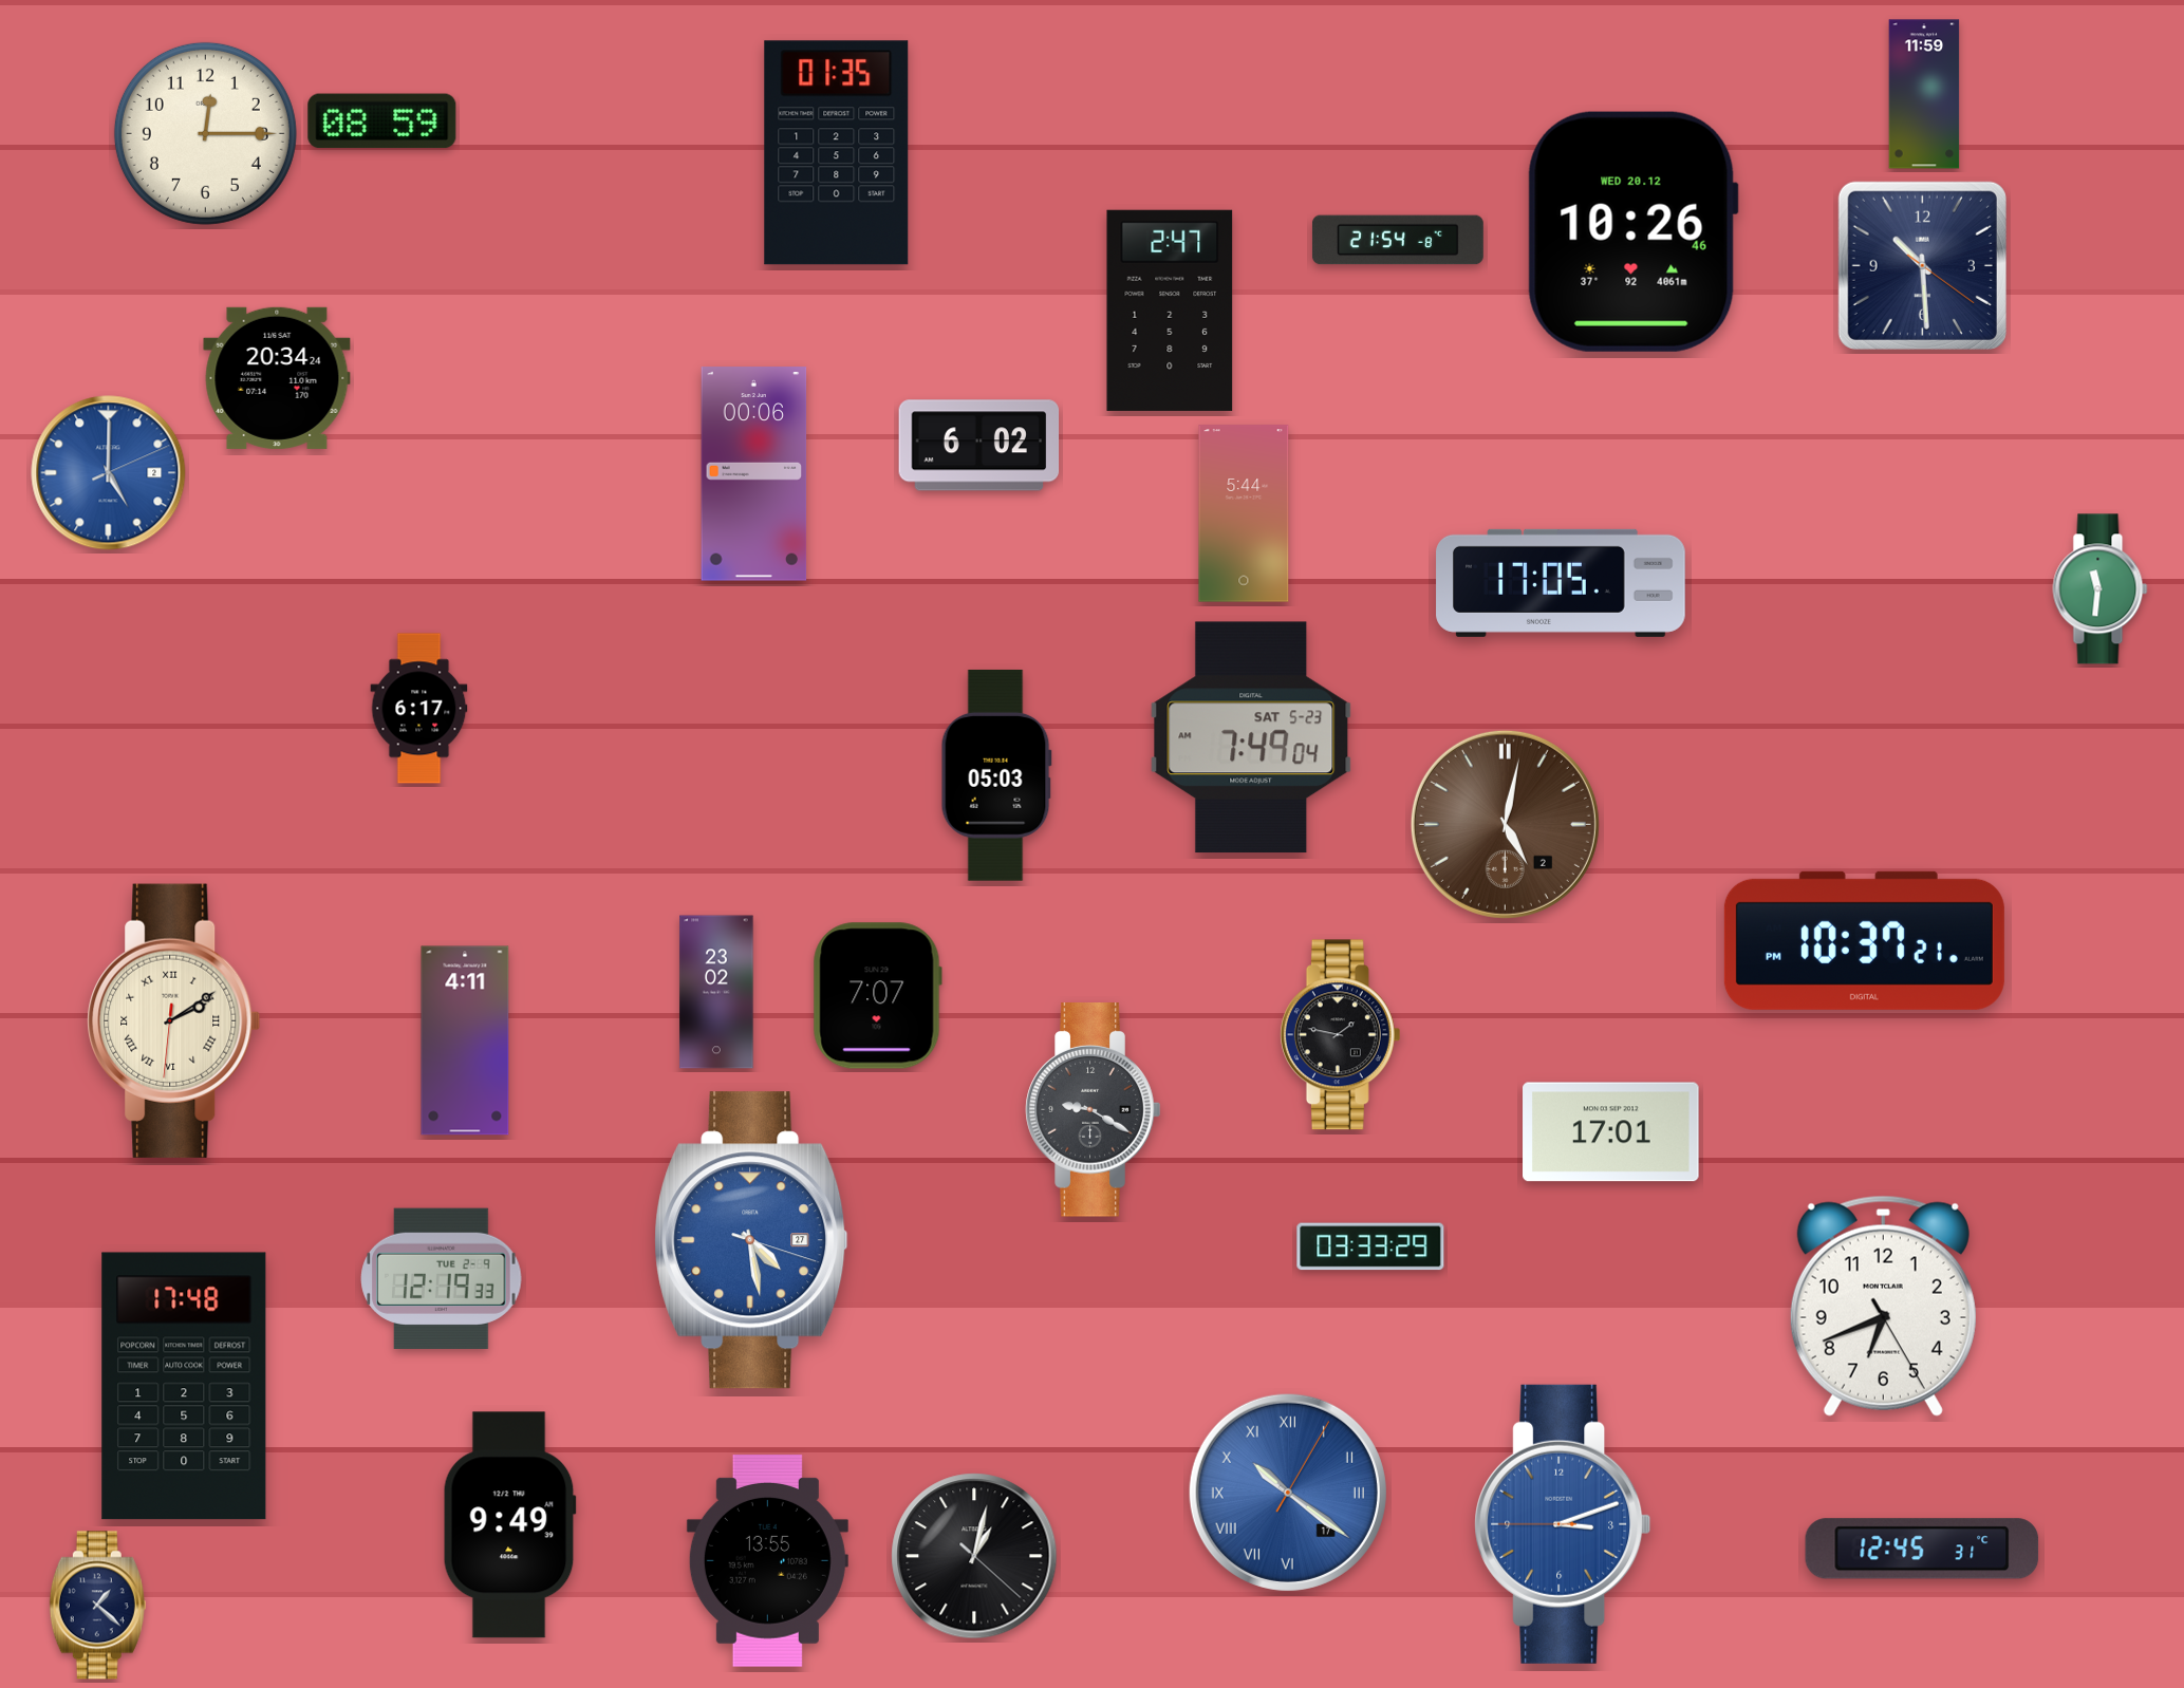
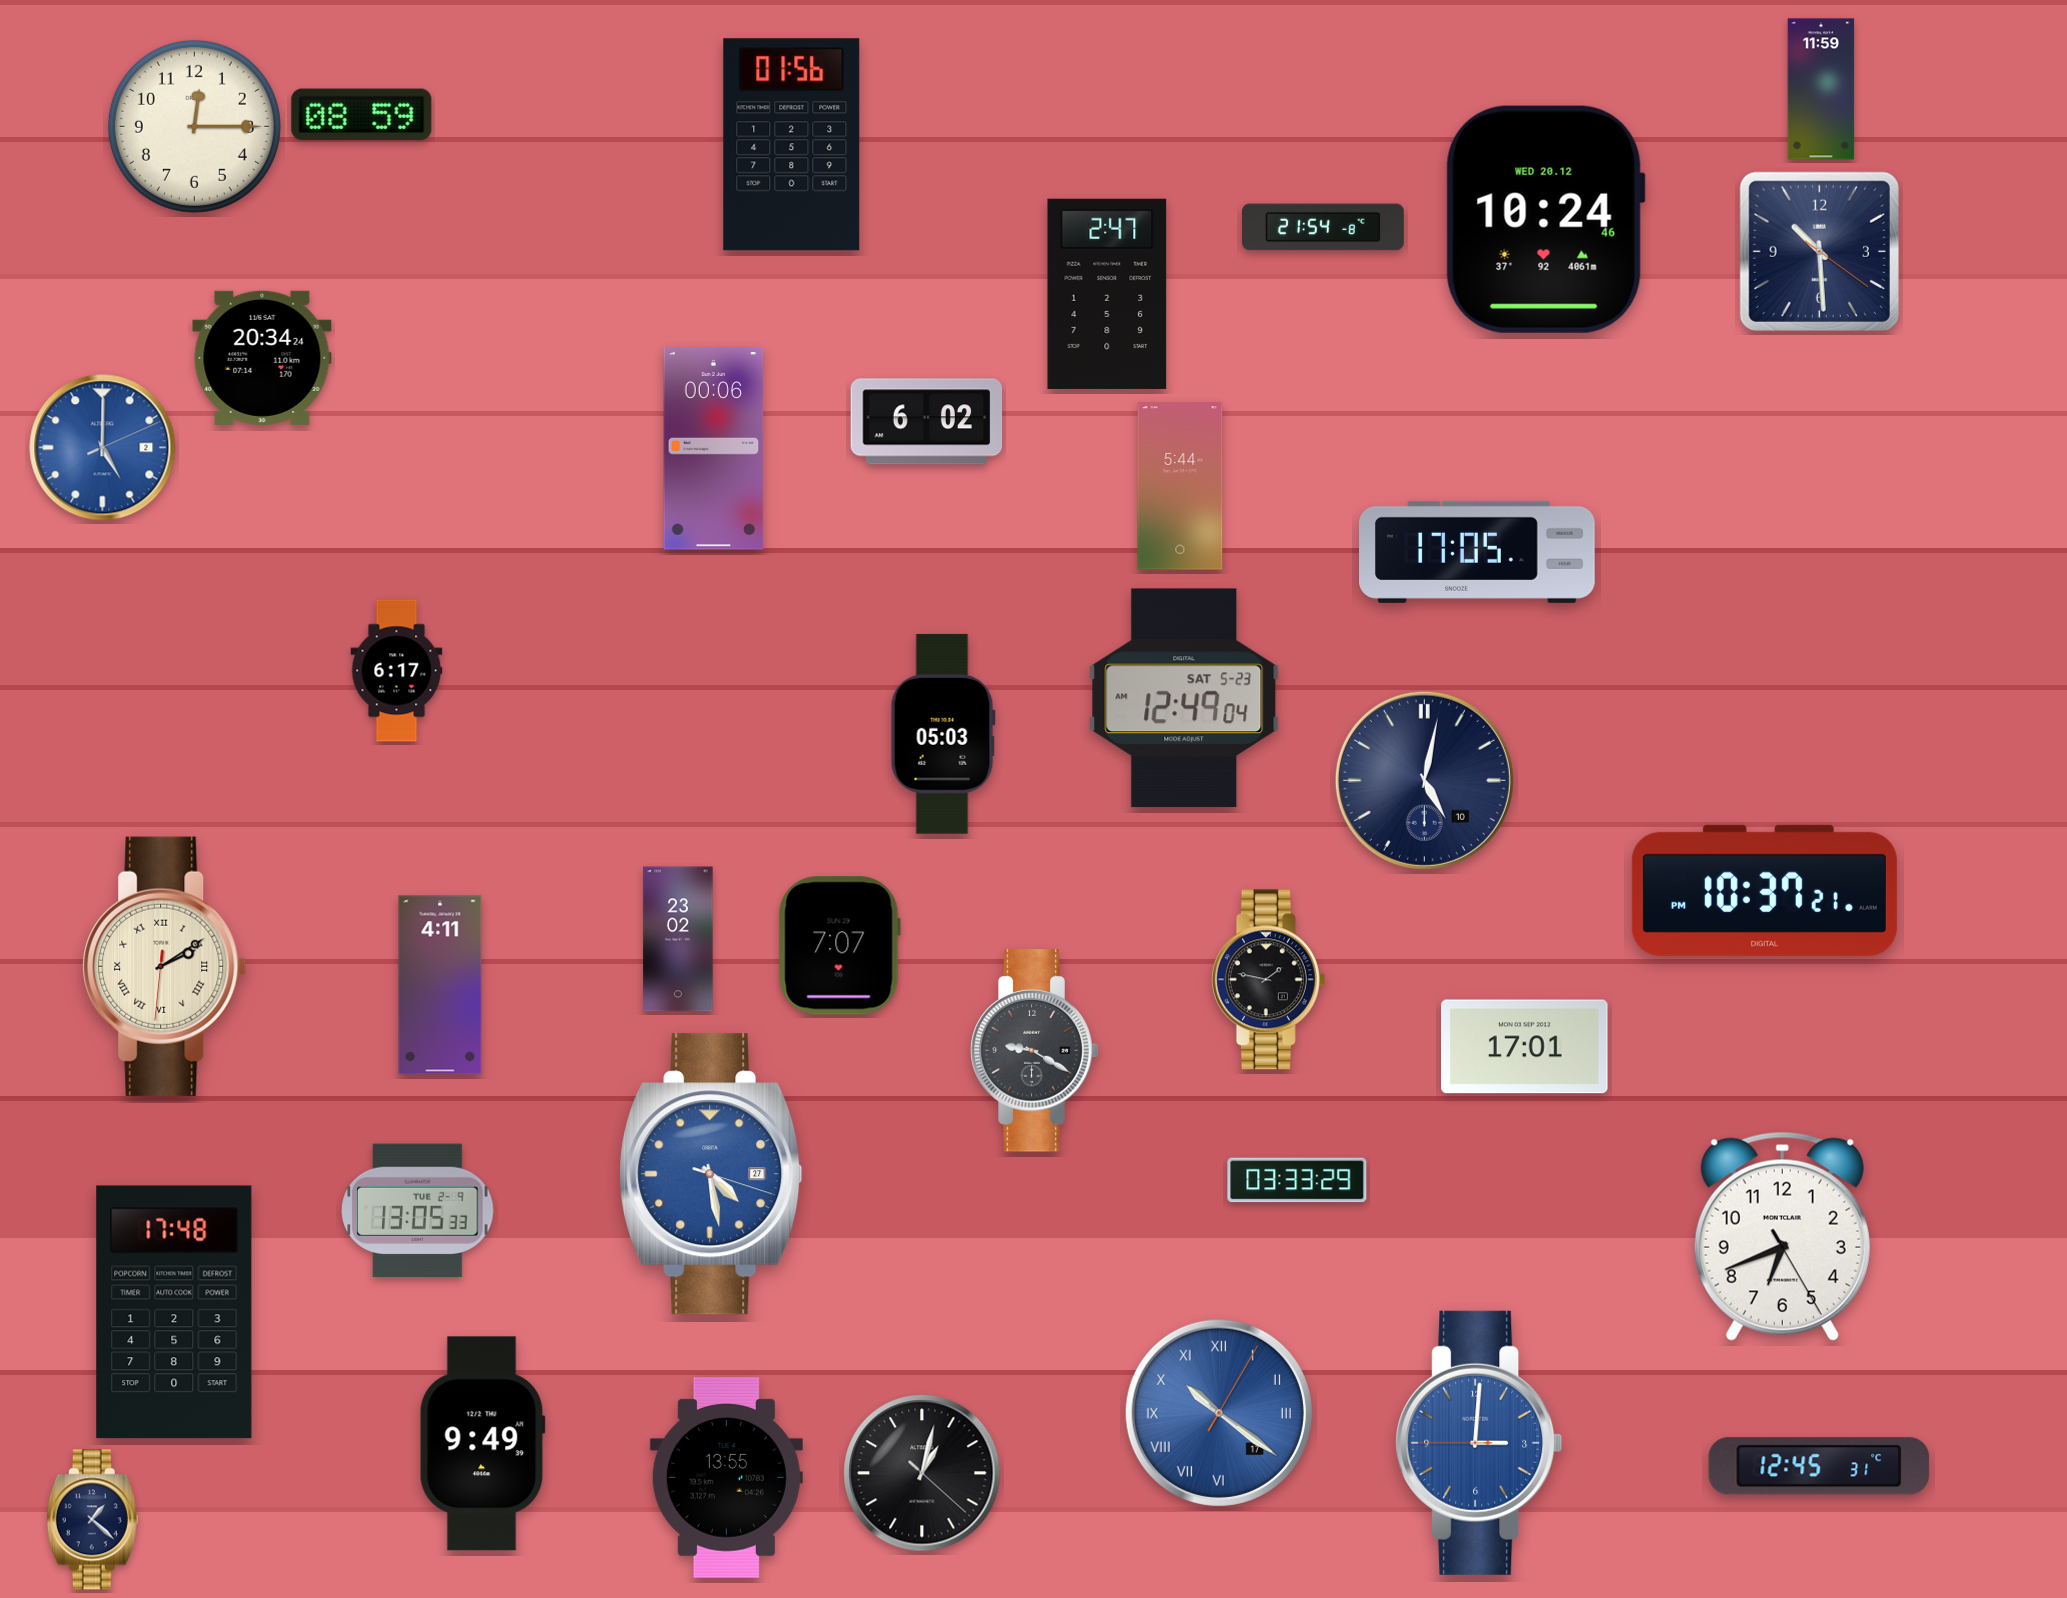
clock at (837, 153): 01:35 -> 01:56
clock at (1632, 231): 10:26 -> 10:24
clock at (1244, 513) position: (1244, 513) -> (1180, 486)
clock at (2101, 589): 11:31 -> none
clock at (1251, 737): 7:49 -> 12:49
clock at (1505, 824) date: 2 -> 10
clock at (1505, 824) dial: brown -> navy
clock at (877, 996) position: (877, 996) -> (839, 946)
clock at (1611, 1132) position: (1611, 1132) -> (1525, 1047)
clock at (442, 1278): 12:19 -> 13:05
clock at (1563, 1524): 3:11 -> 3:00
